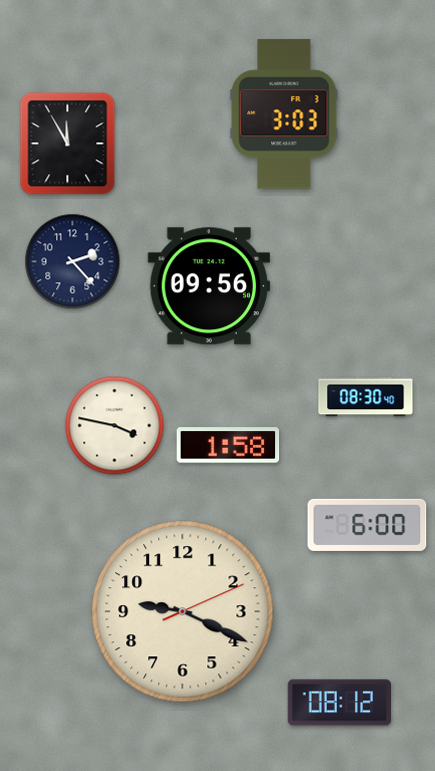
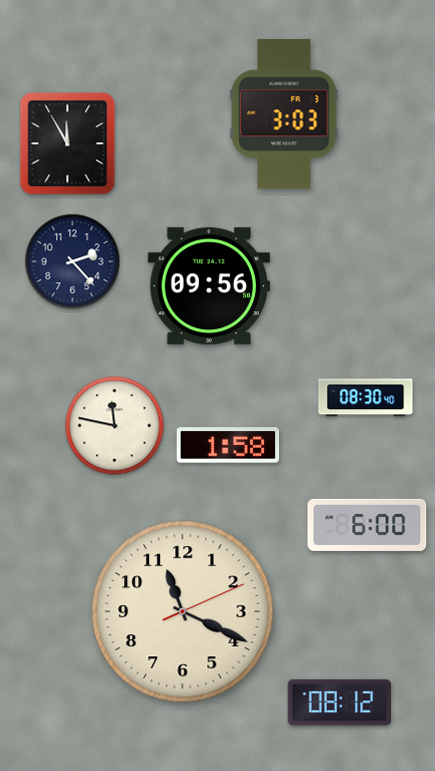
clock at (115, 426): 3:47 -> 11:47
clock at (183, 612): 9:19 -> 11:19
